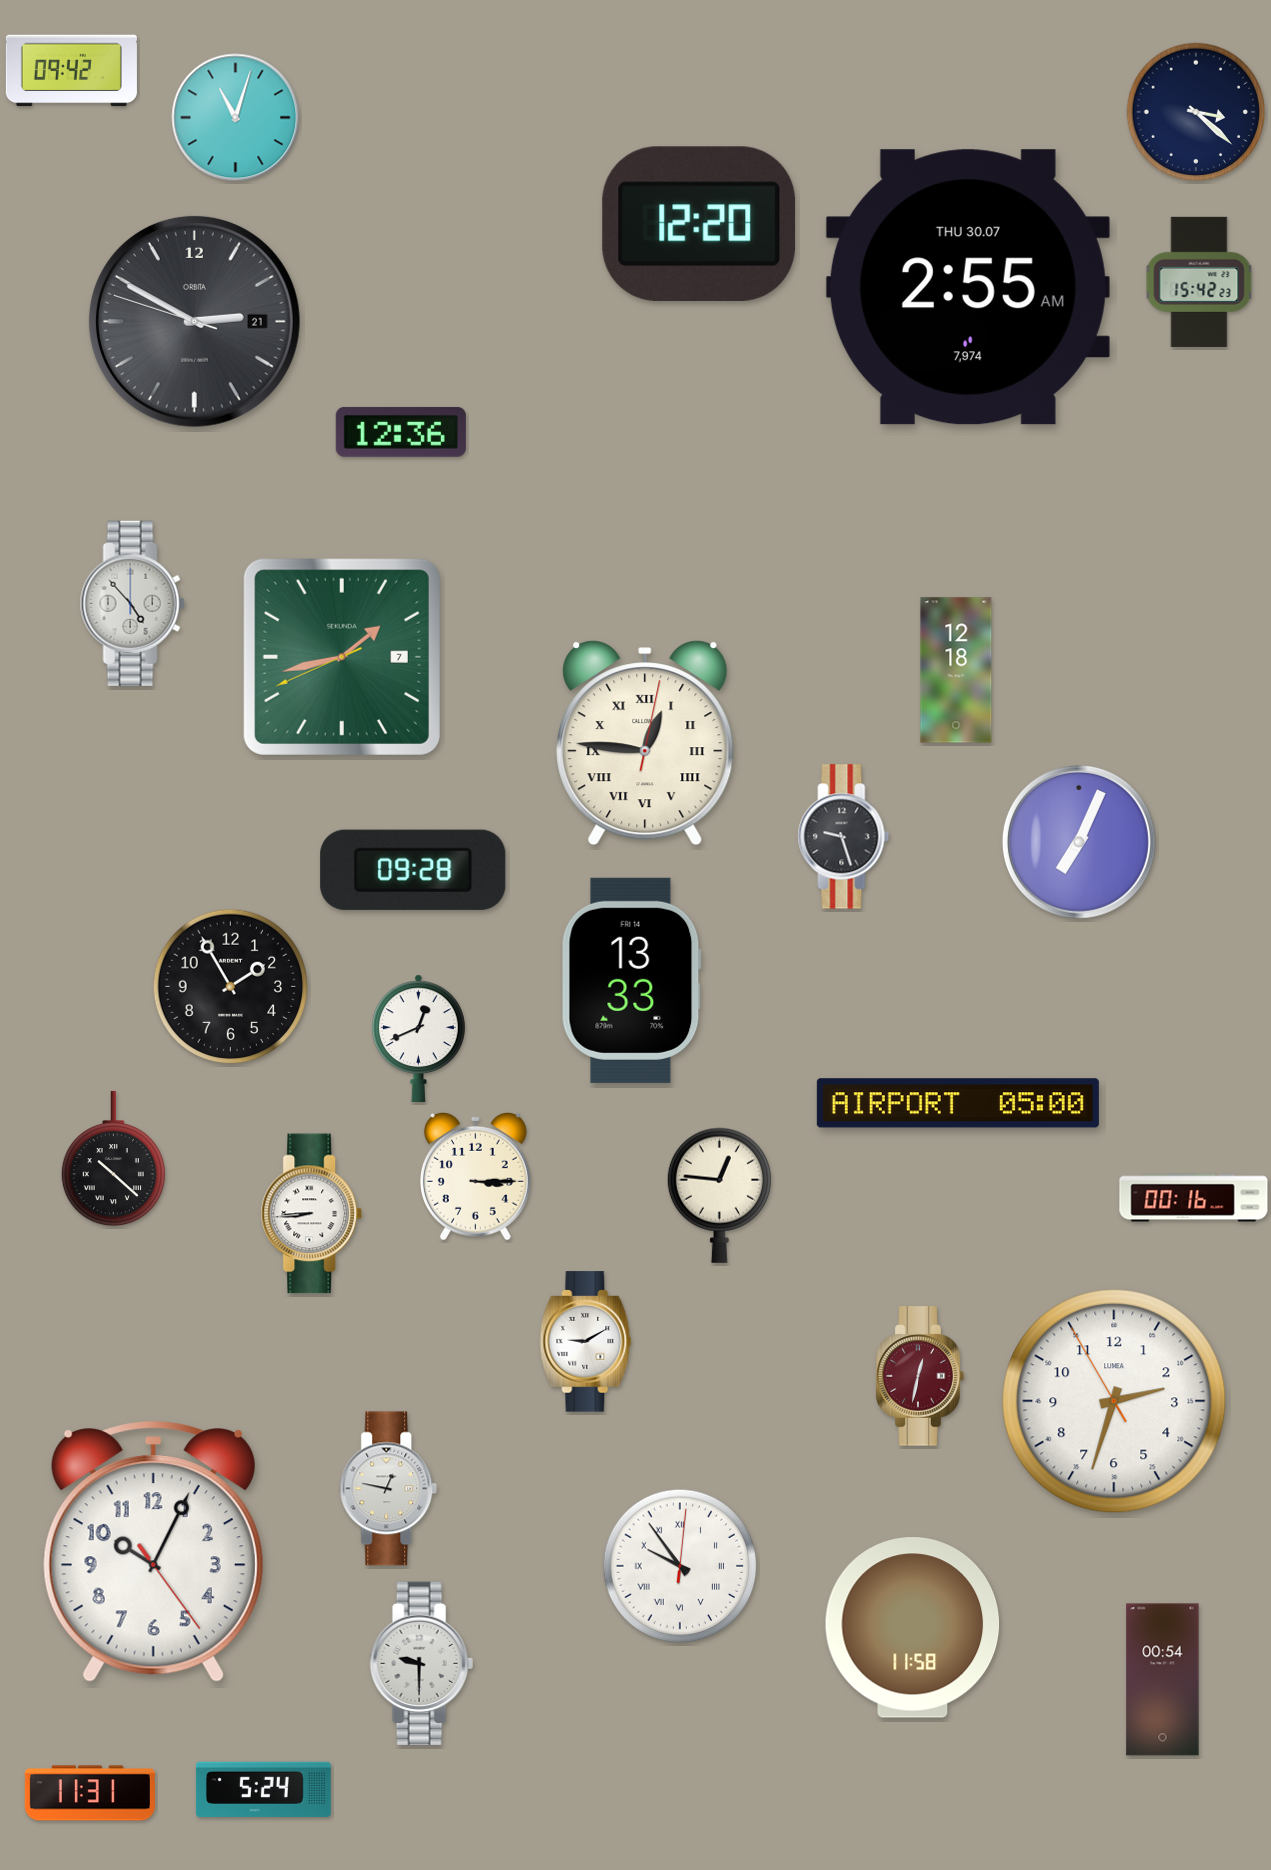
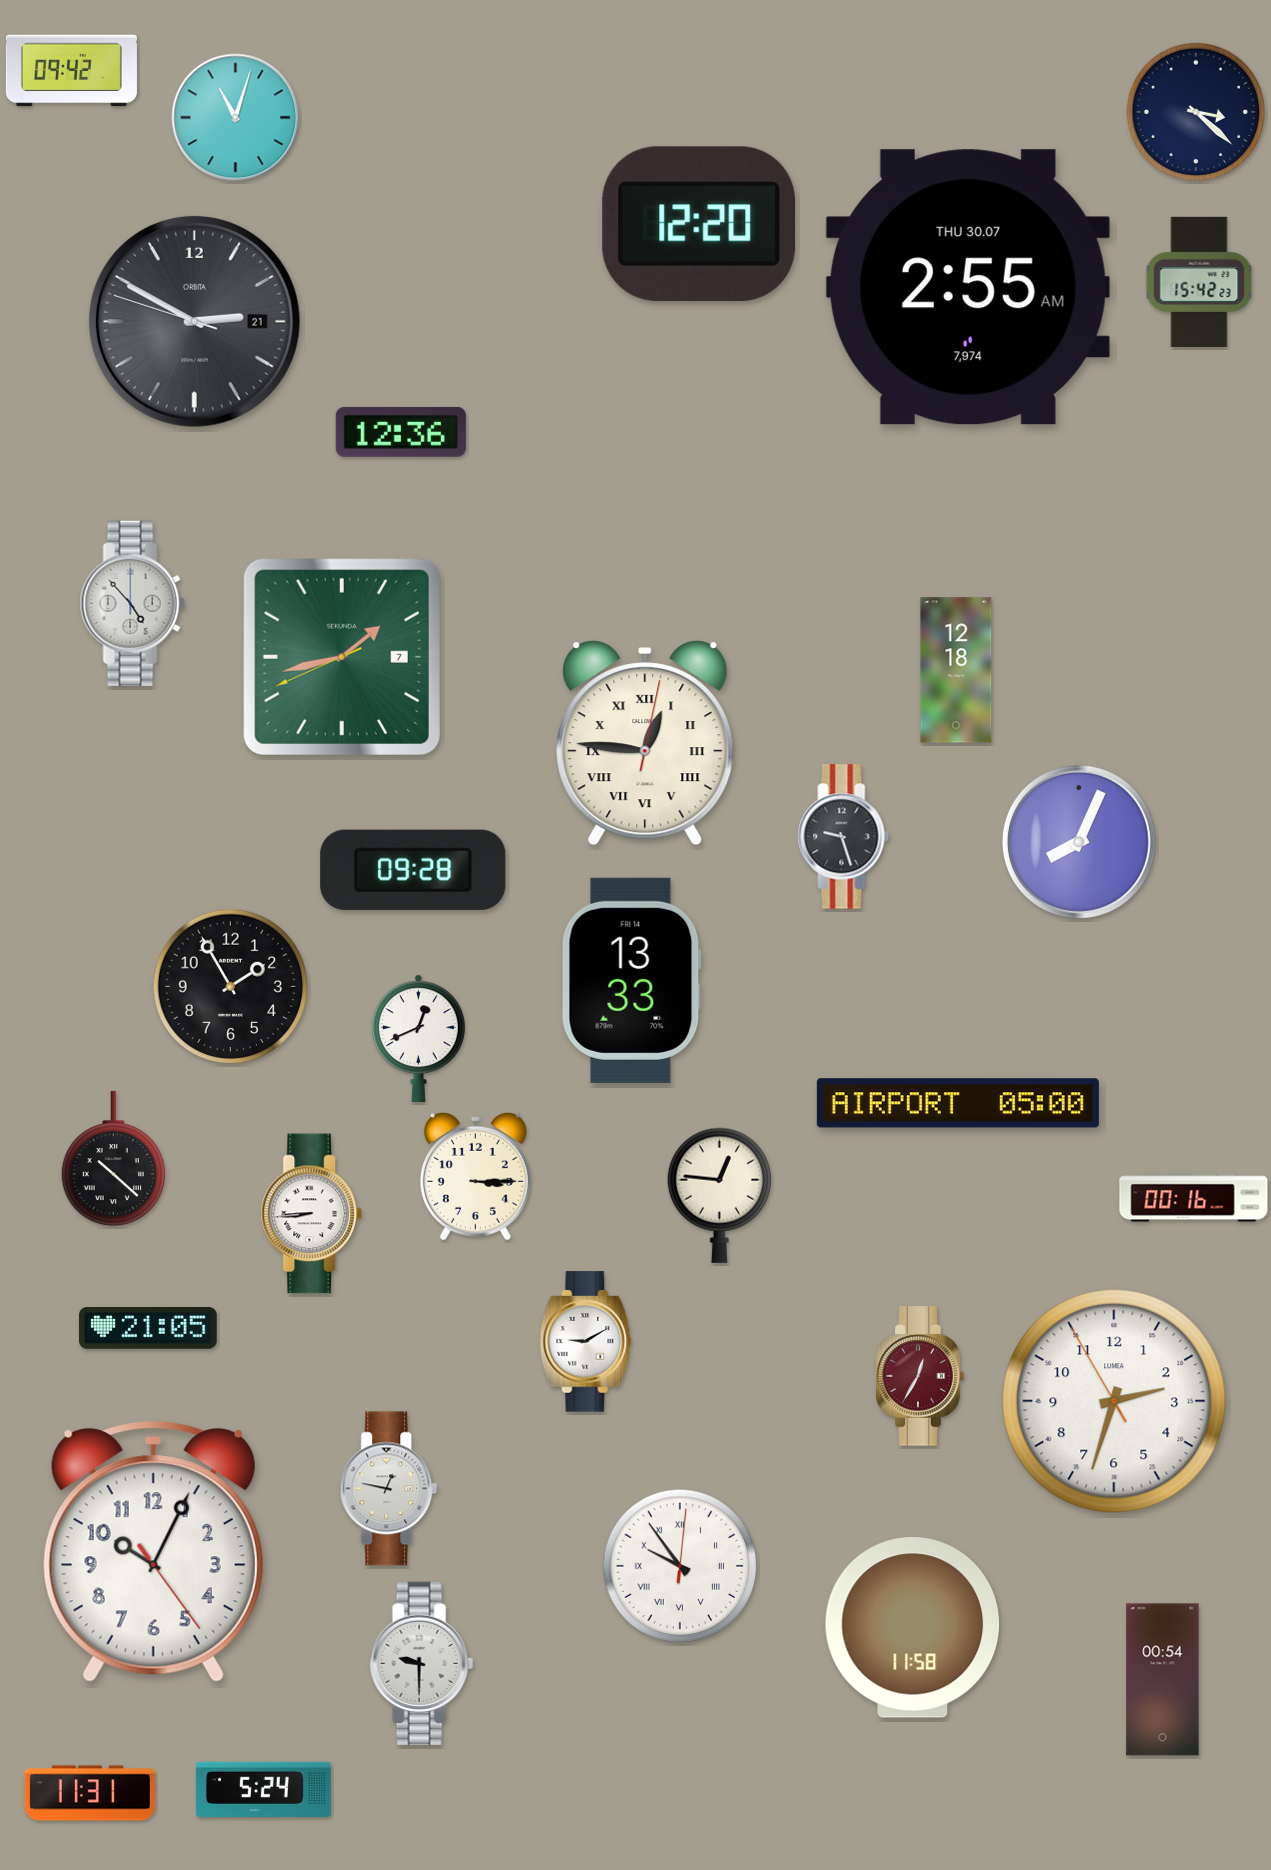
clock at (1079, 842): 7:04 -> 8:04
clock at (148, 1329): none -> 21:05
clock at (920, 1376): 12:32 -> 12:35
